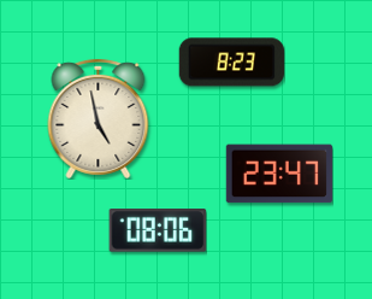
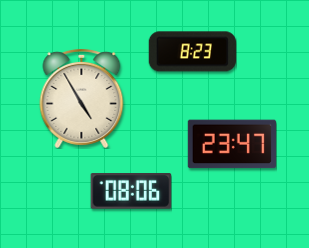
clock at (99, 118): 4:58 -> 4:55
